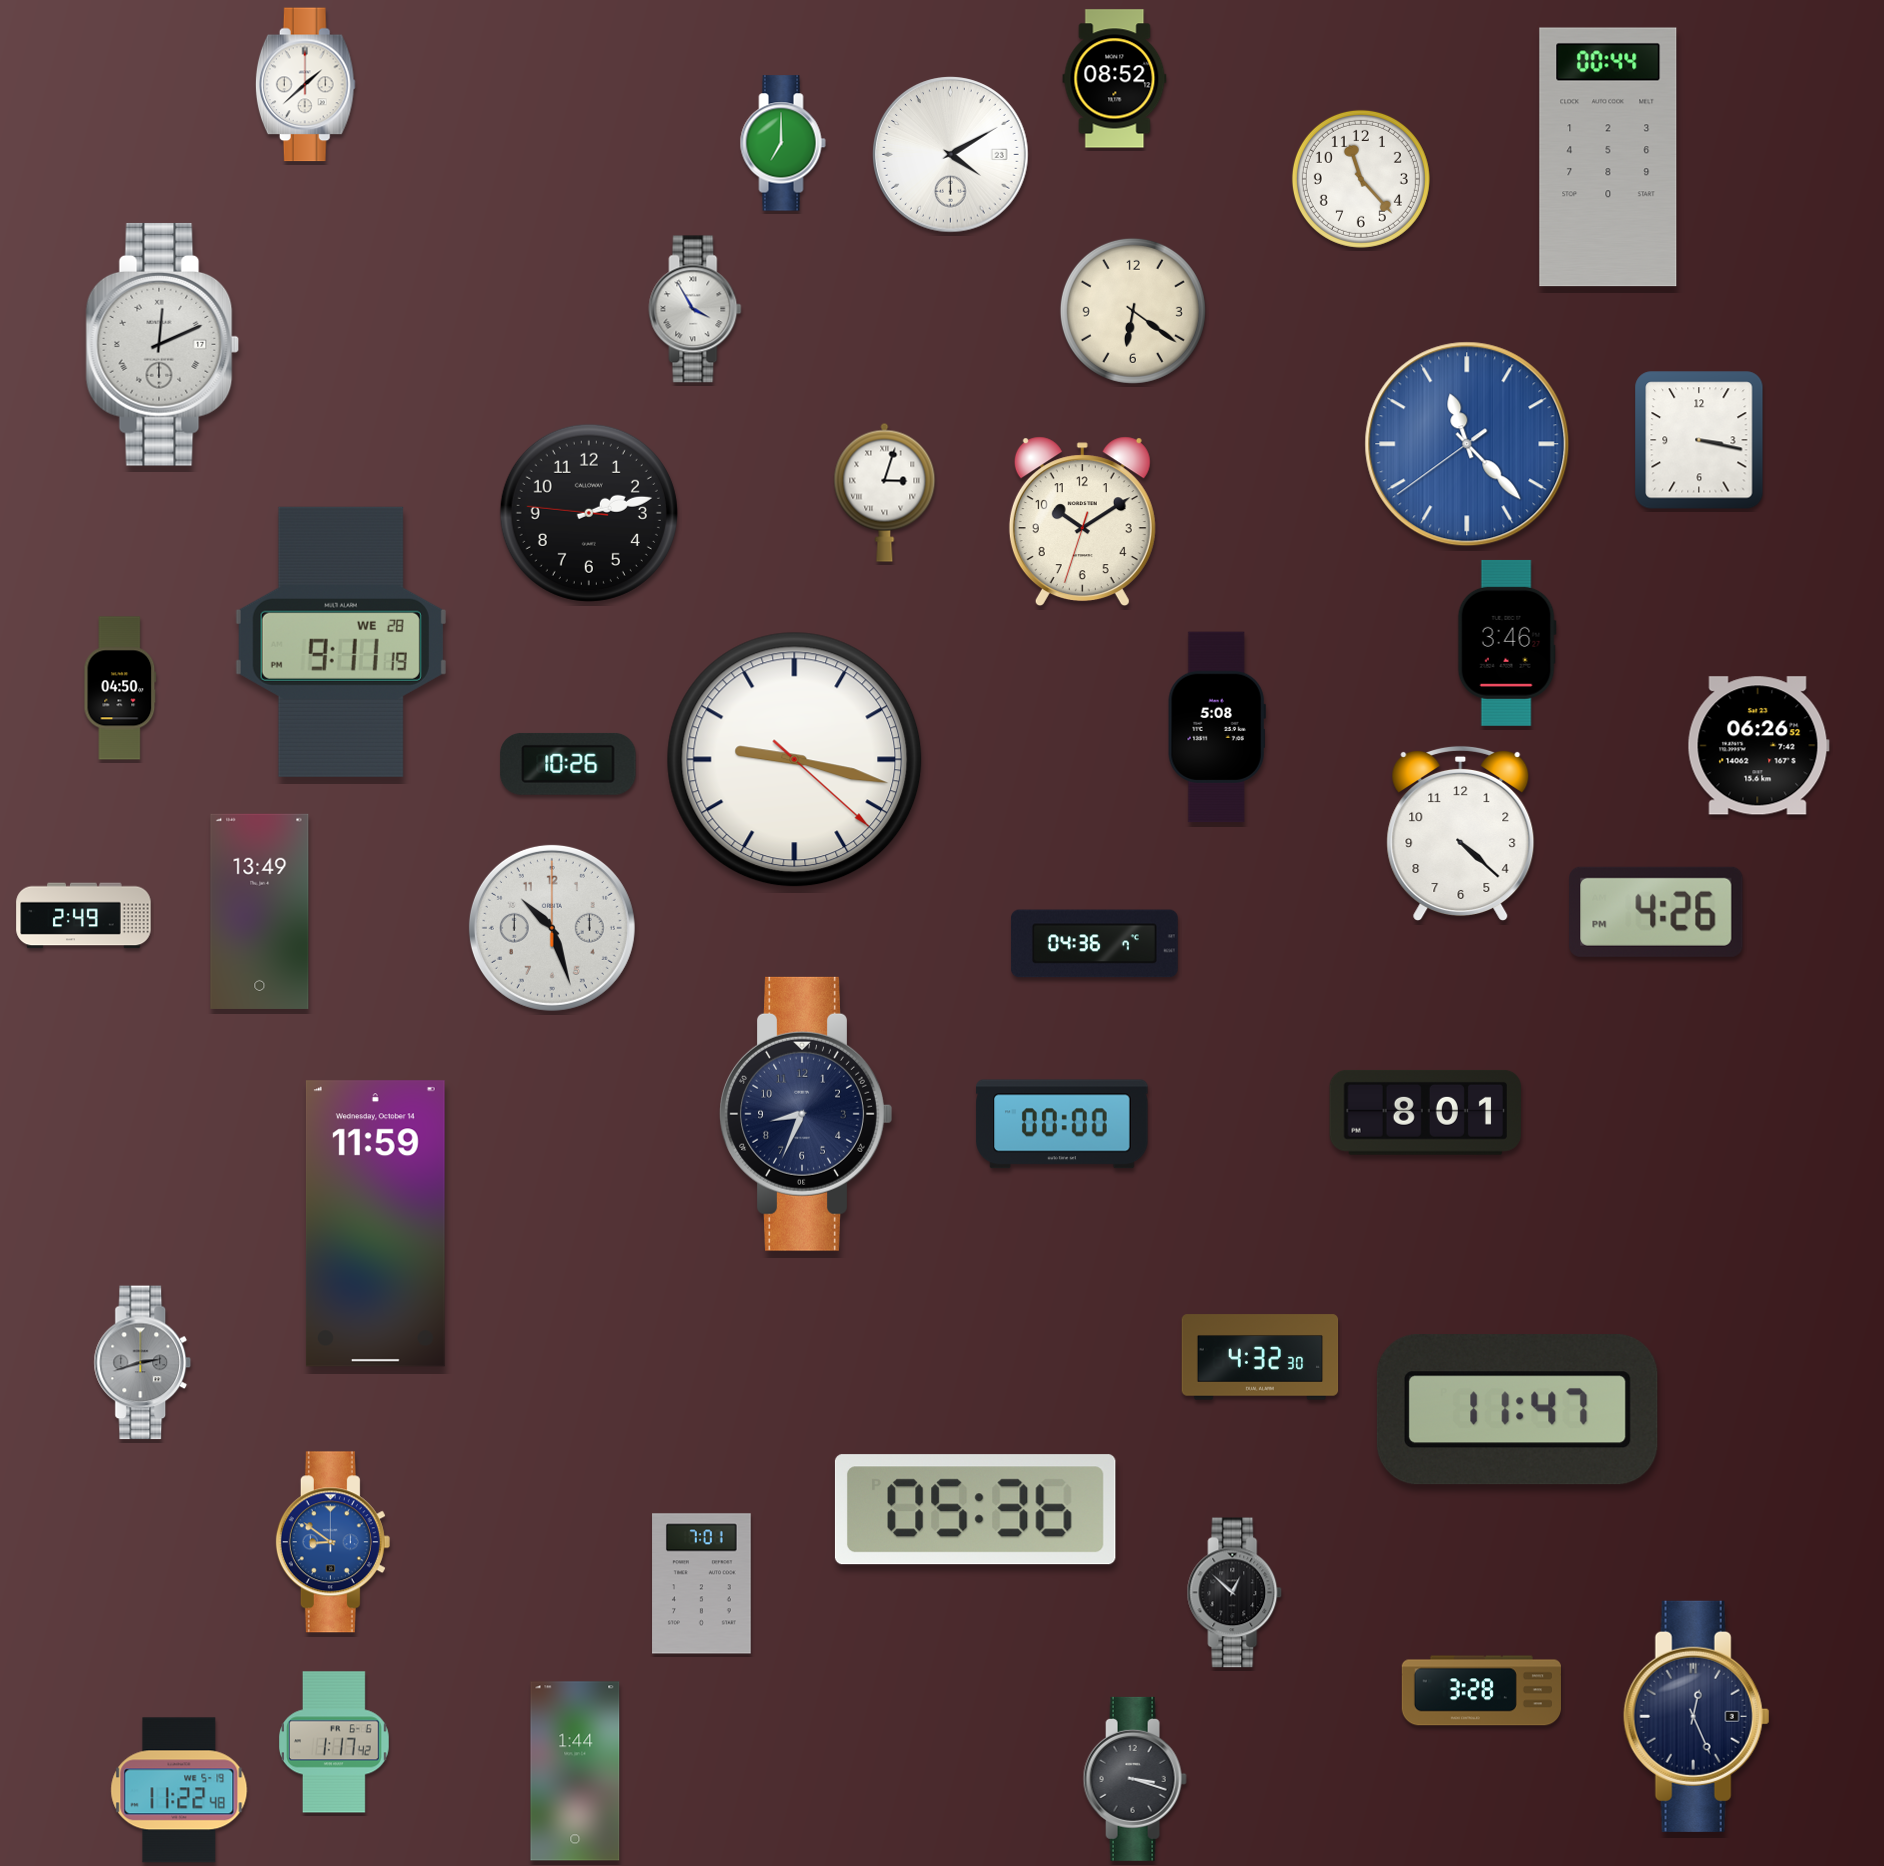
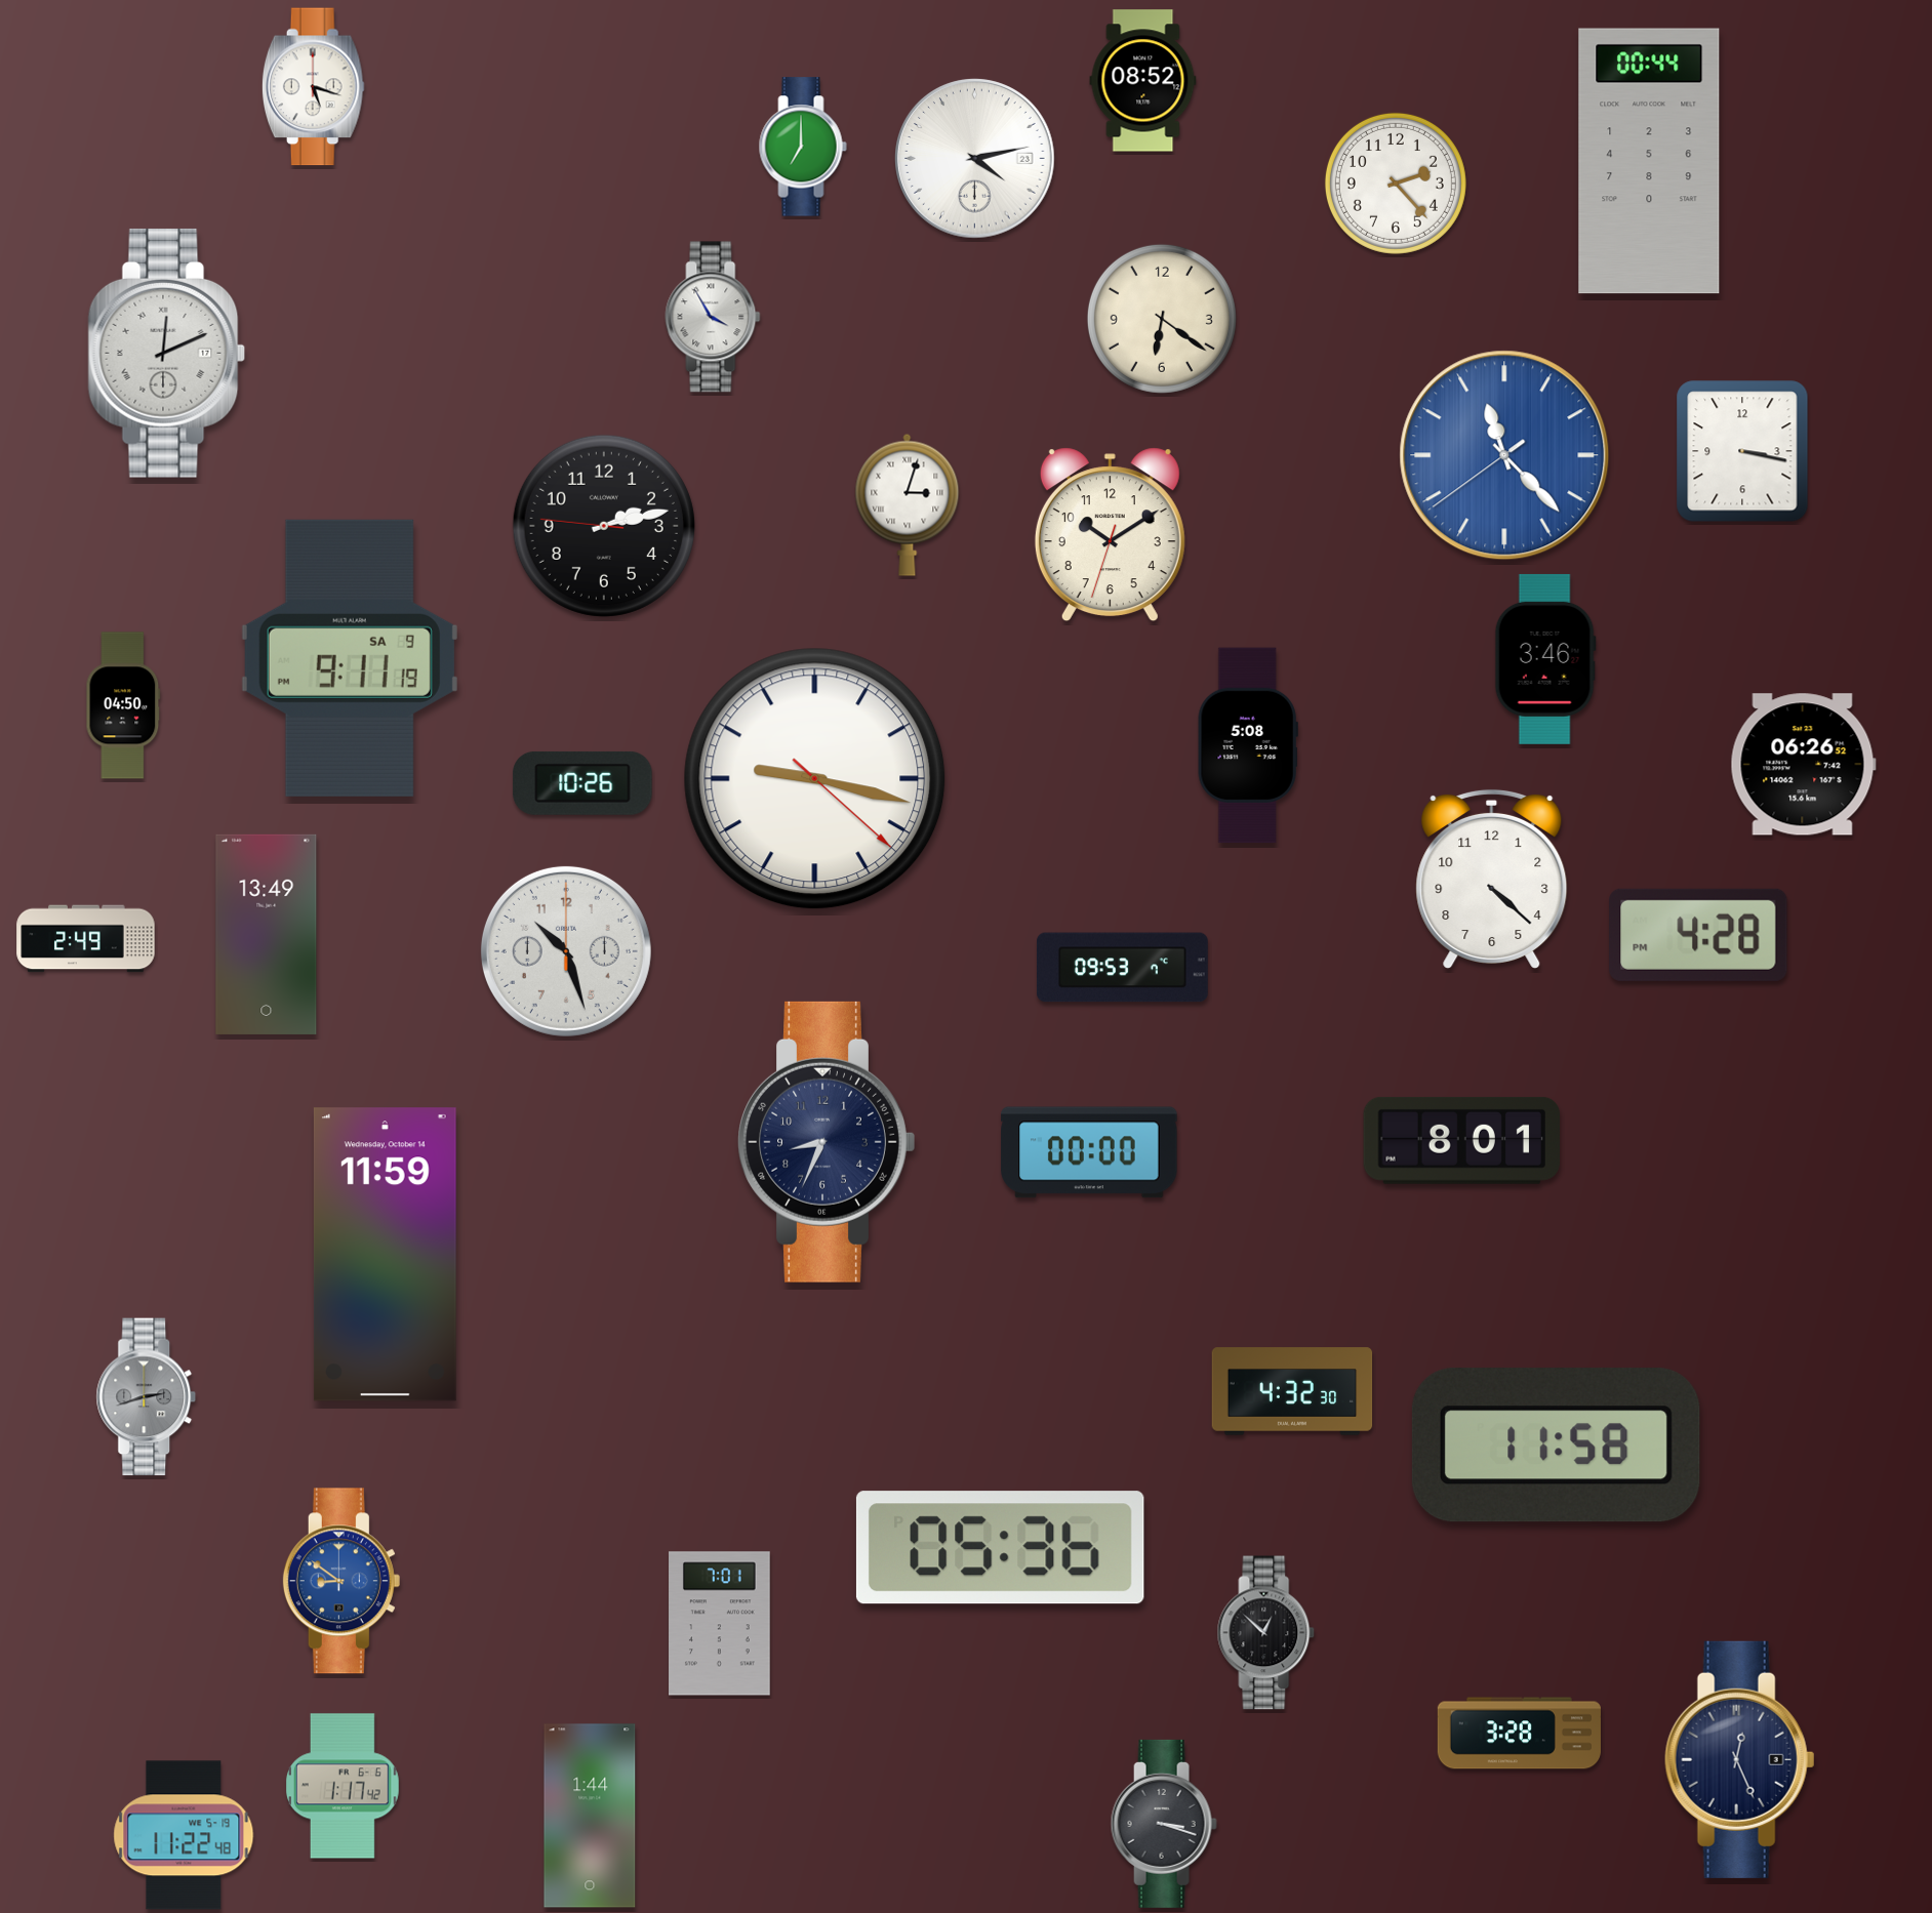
clock at (305, 85): 1:38 -> 5:18
clock at (951, 155): 4:10 -> 4:13
clock at (1361, 179): 11:23 -> 2:23
clock at (341, 642) date: WE 28 -> SA 9
clock at (1461, 833) position: (1461, 833) -> (1492, 879)
clock at (1656, 912): 4:26 -> 4:28
clock at (1094, 944): 04:36 -> 09:53
clock at (1517, 1410): 11:47 -> 11:58
